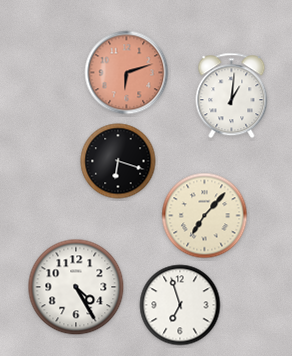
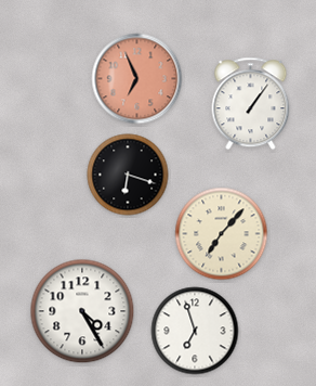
clock at (127, 73): 6:12 -> 6:56
clock at (232, 96): 1:01 -> 1:06
